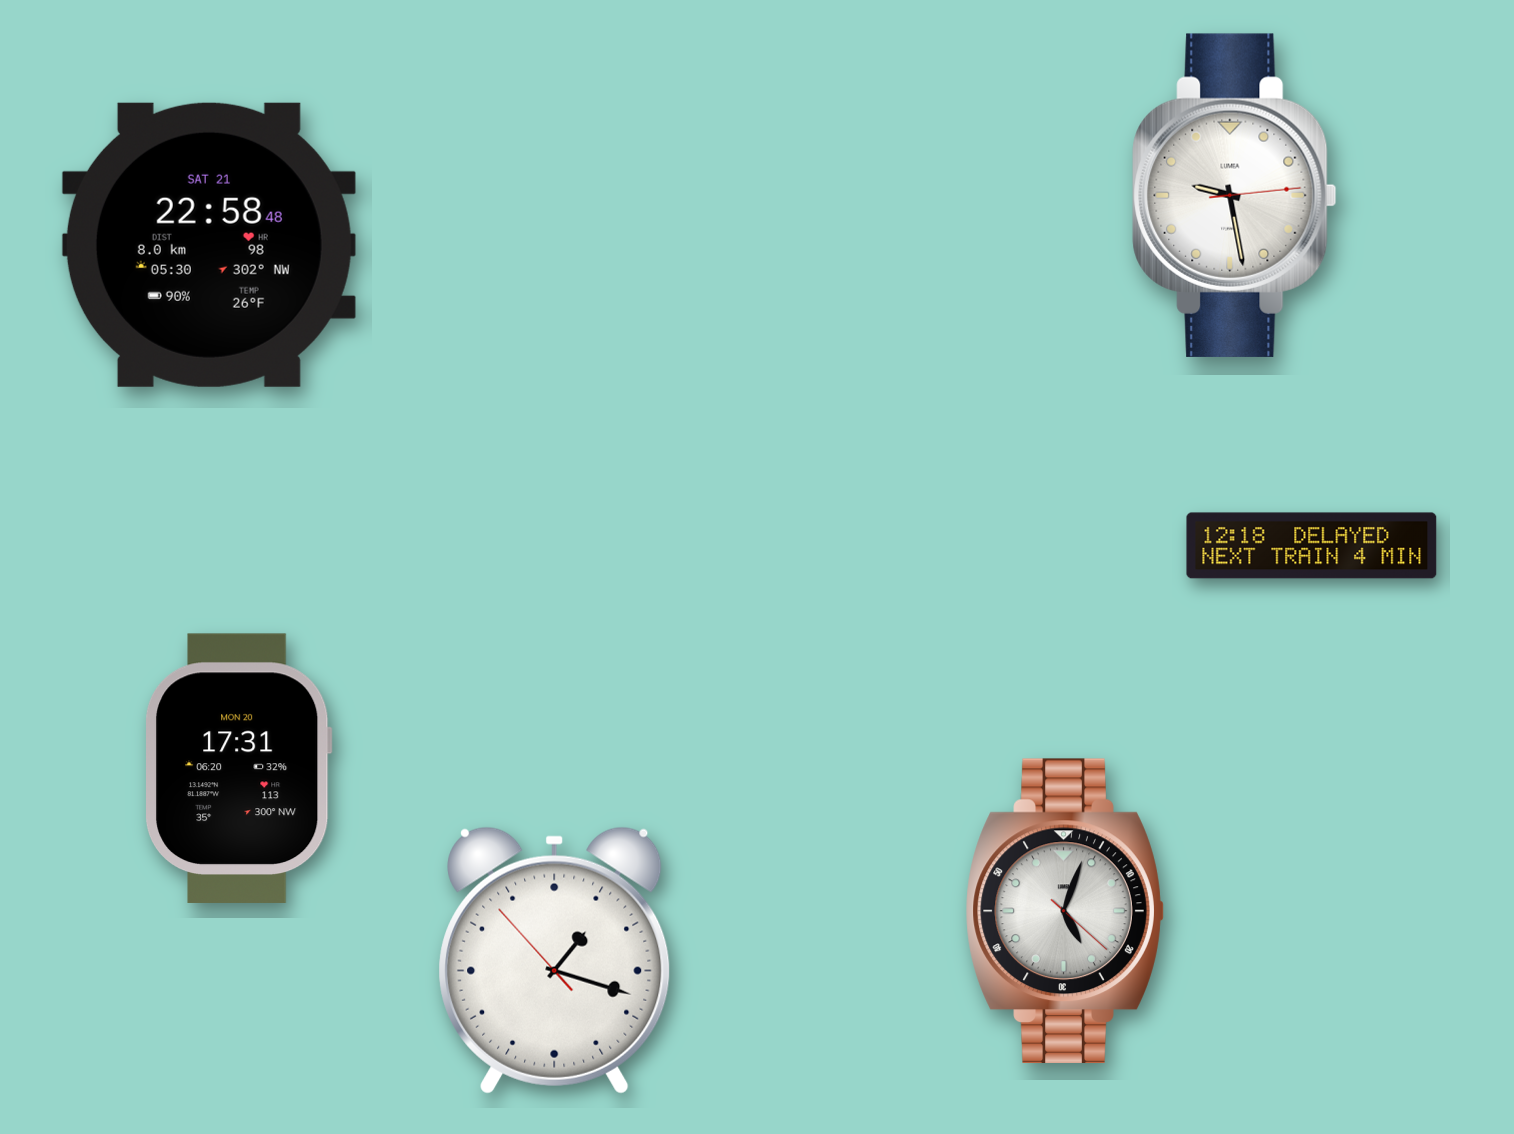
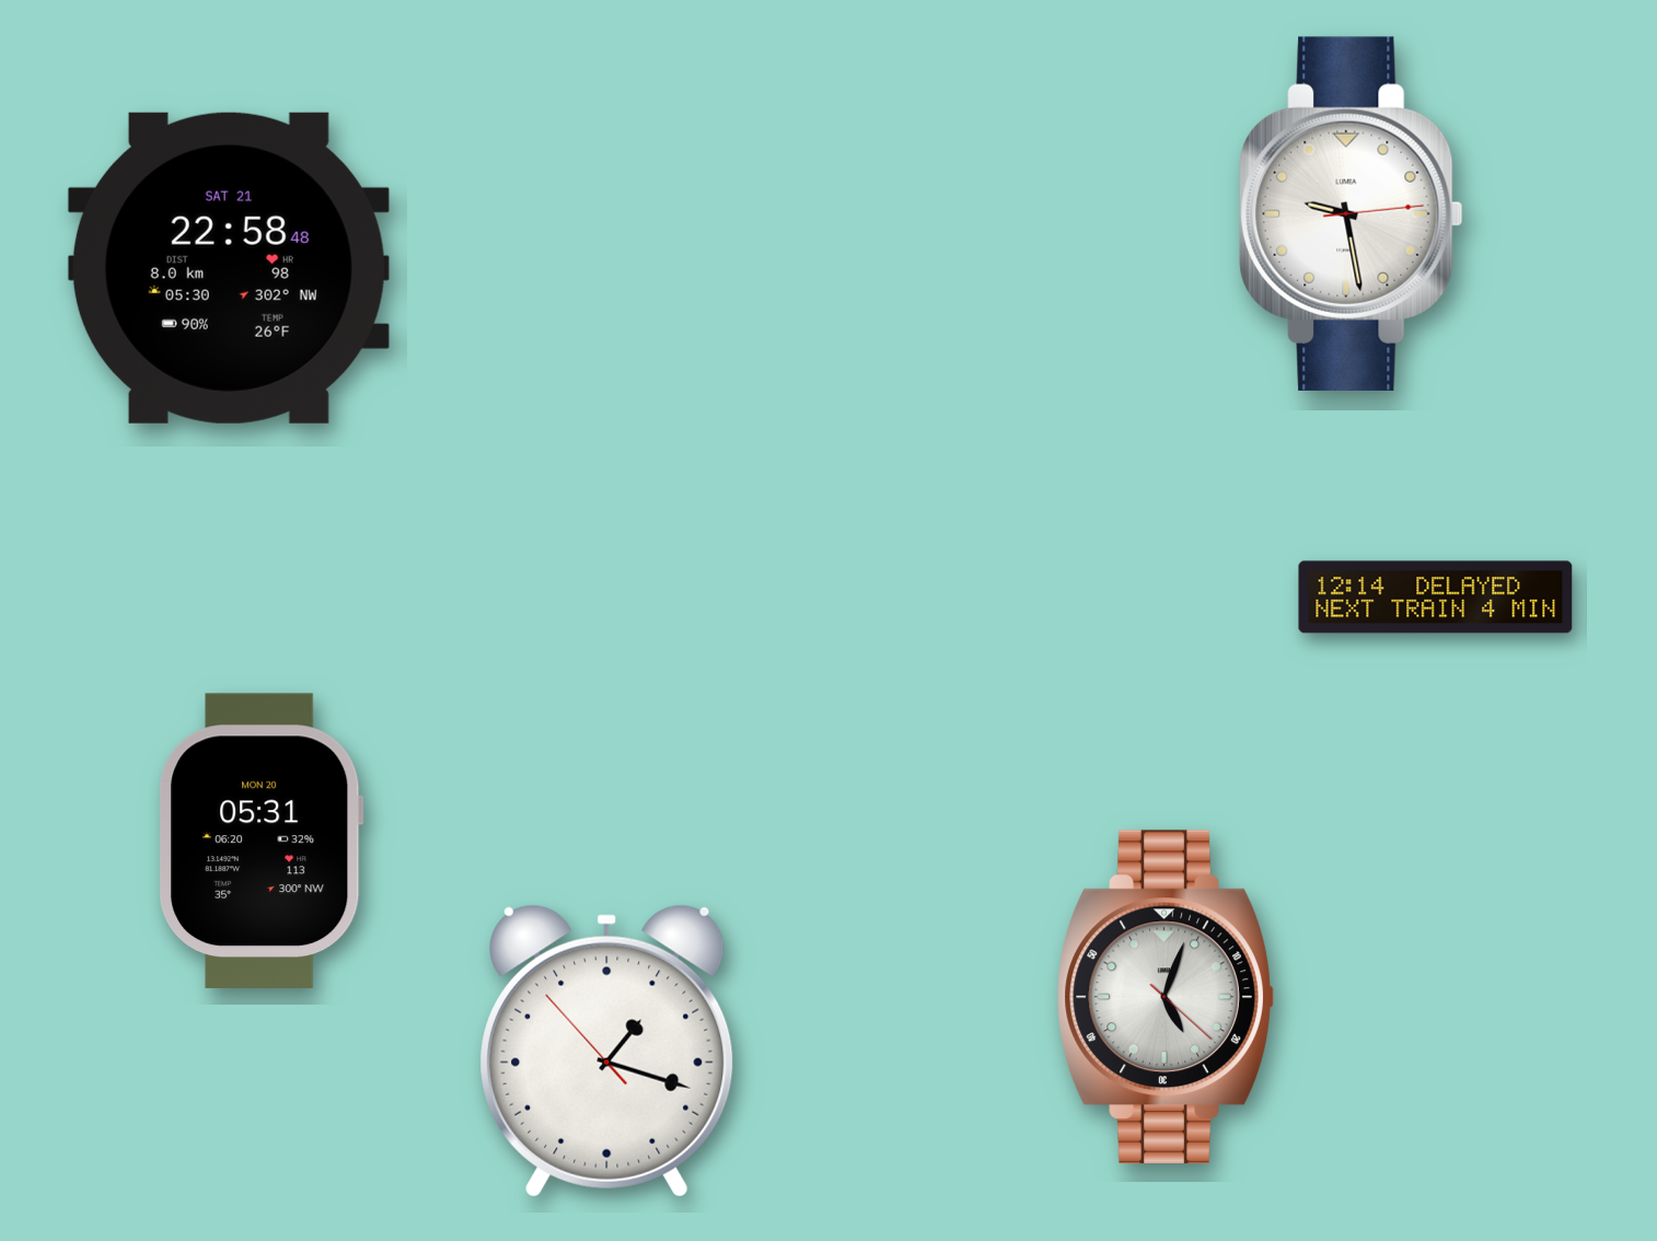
clock at (1312, 546): 12:18 -> 12:14
clock at (239, 768): 17:31 -> 05:31
